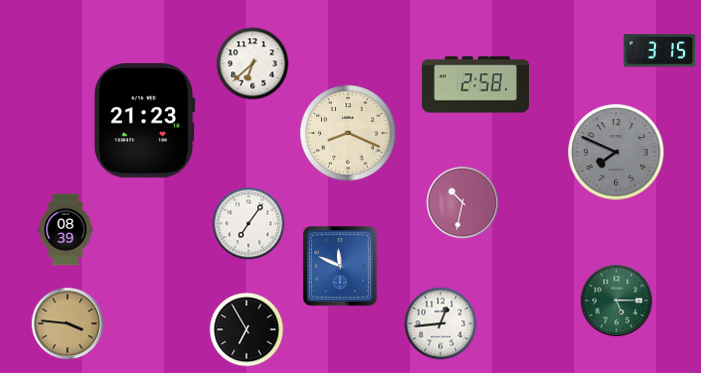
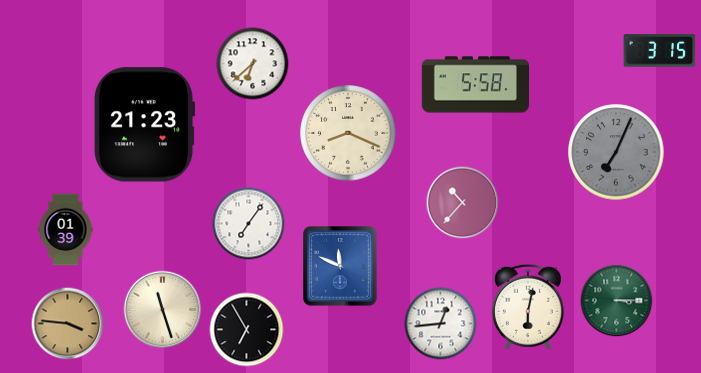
clock at (475, 85): 2:58 -> 5:58
clock at (144, 121) position: (144, 121) -> (144, 125)
clock at (616, 152): 7:49 -> 7:04
clock at (463, 203): 10:32 -> 10:37
clock at (66, 230): 08:39 -> 01:39
clock at (617, 301): 5:15 -> 3:15
clock at (528, 307): none -> 6:02
clock at (163, 310): none -> 11:27
